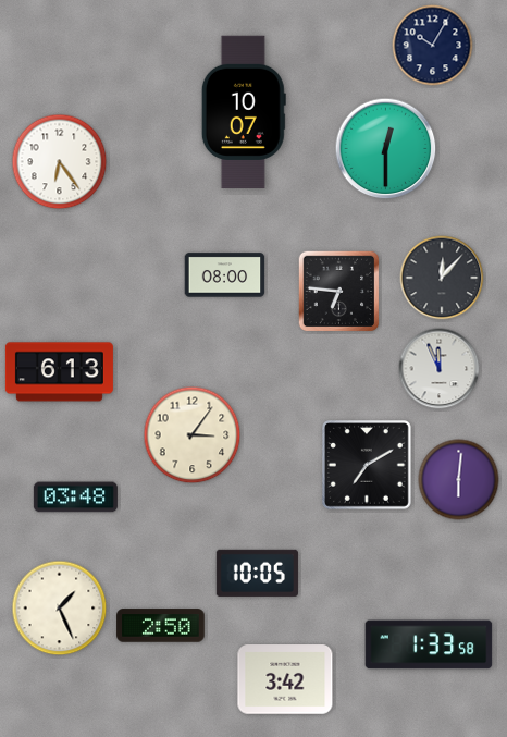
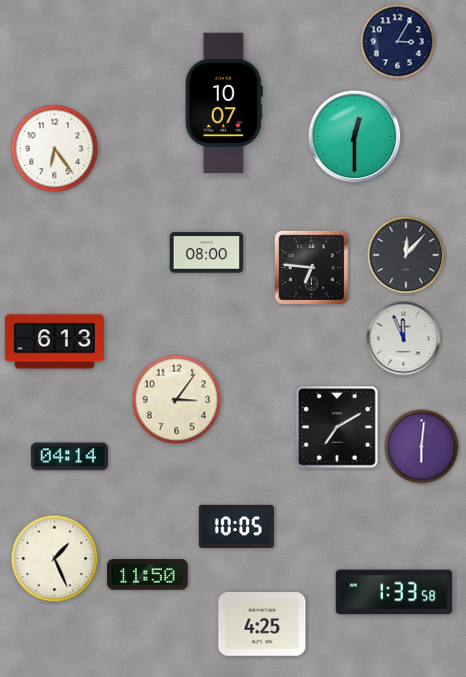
clock at (433, 46): 10:05 -> 3:05
clock at (459, 480) position: (459, 480) -> (422, 447)
clock at (75, 498): 03:48 -> 04:14
clock at (161, 626): 2:50 -> 11:50
clock at (285, 679): 3:42 -> 4:25
